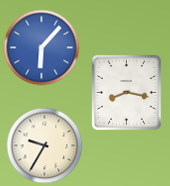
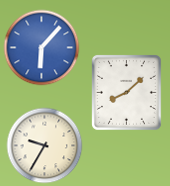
clock at (127, 93): 8:17 -> 8:08
